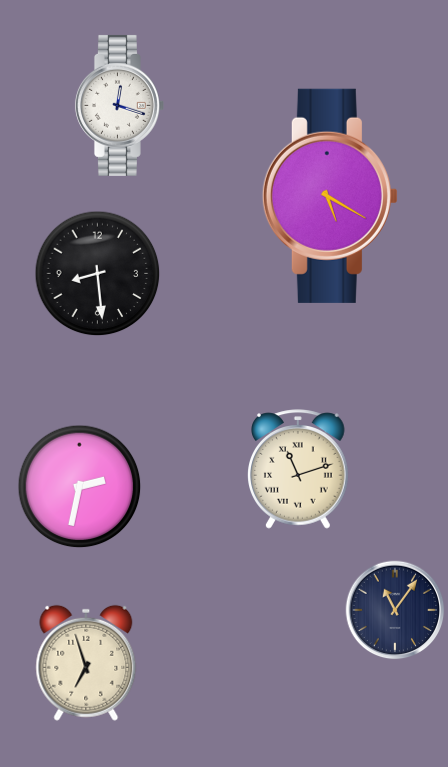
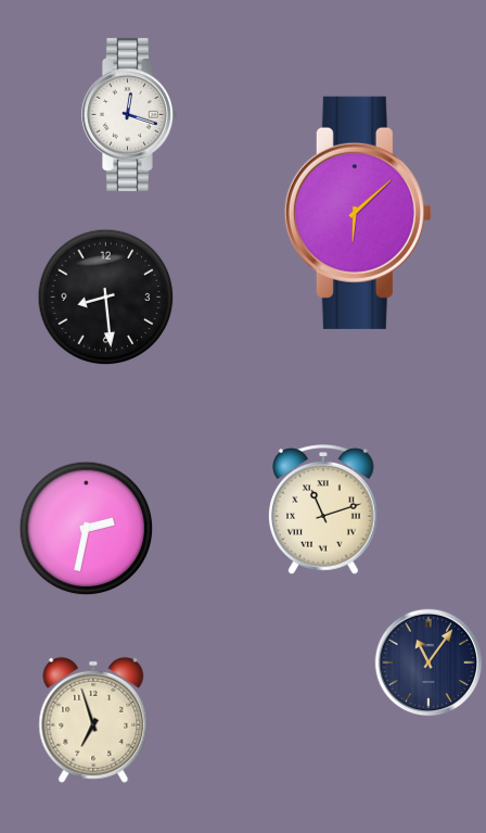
clock at (330, 196): 5:20 -> 6:08
